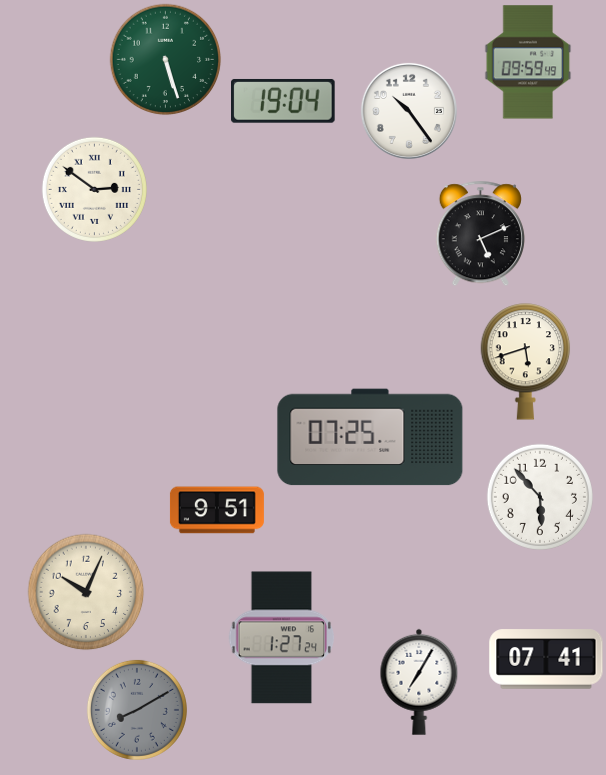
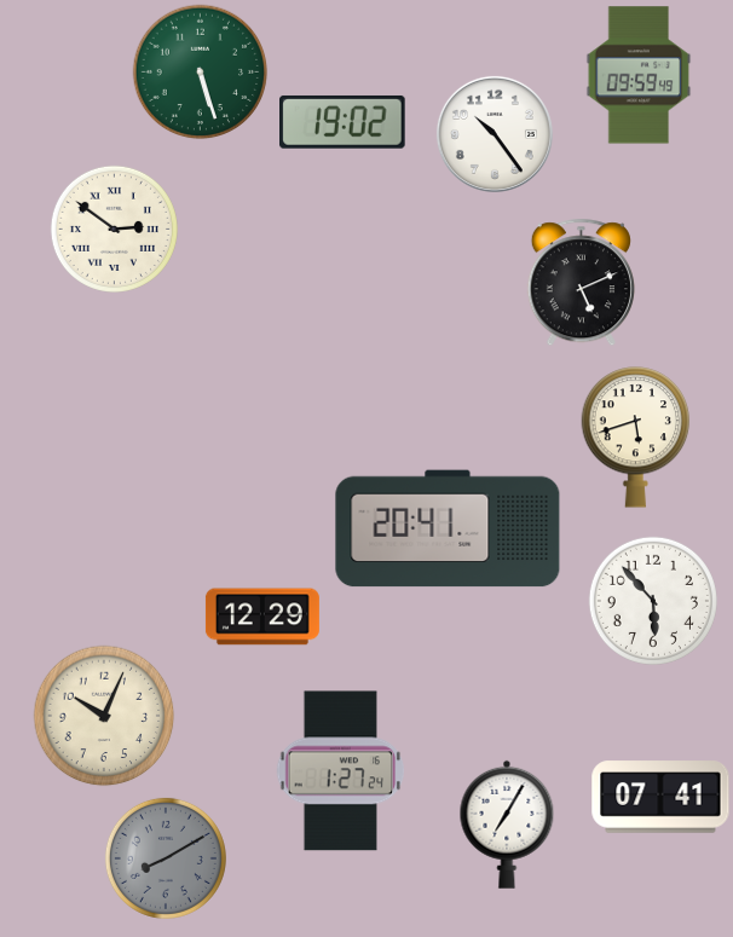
clock at (284, 101): 19:04 -> 19:02
clock at (370, 437): 07:25 -> 20:41
clock at (217, 510): 9:51 -> 12:29
